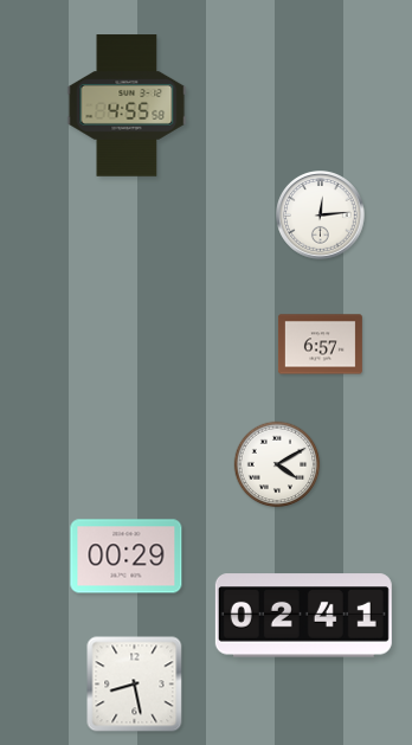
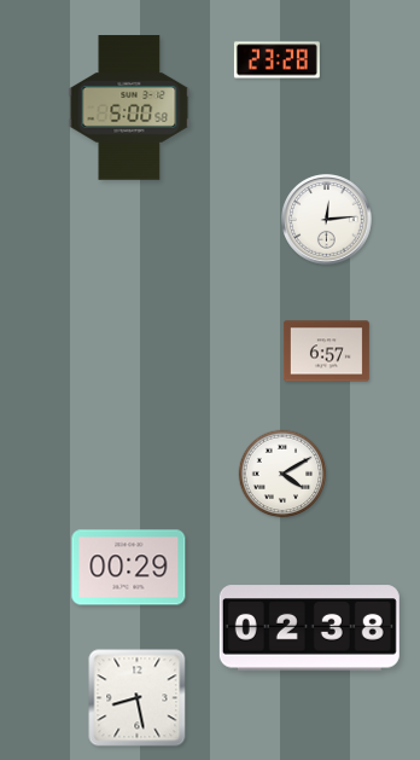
clock at (276, 60): none -> 23:28
clock at (127, 105): 4:55 -> 5:00
clock at (303, 616): 02:41 -> 02:38
